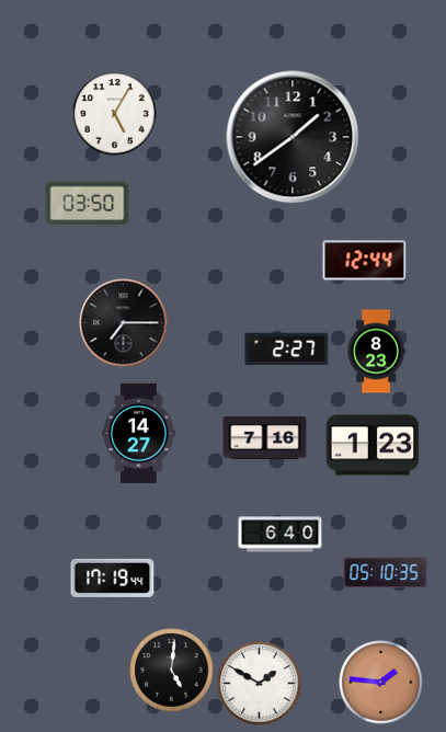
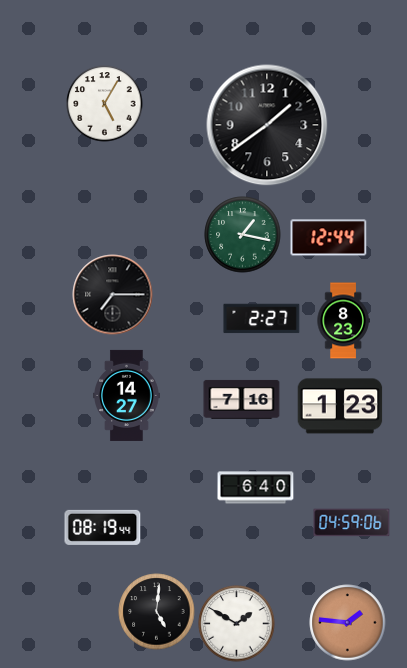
clock at (88, 204): 03:50 -> none
clock at (243, 235): none -> 1:17
clock at (365, 261) position: (365, 261) -> (329, 238)
clock at (386, 573): 05:10 -> 04:59
clock at (113, 577): 17:19 -> 08:19
